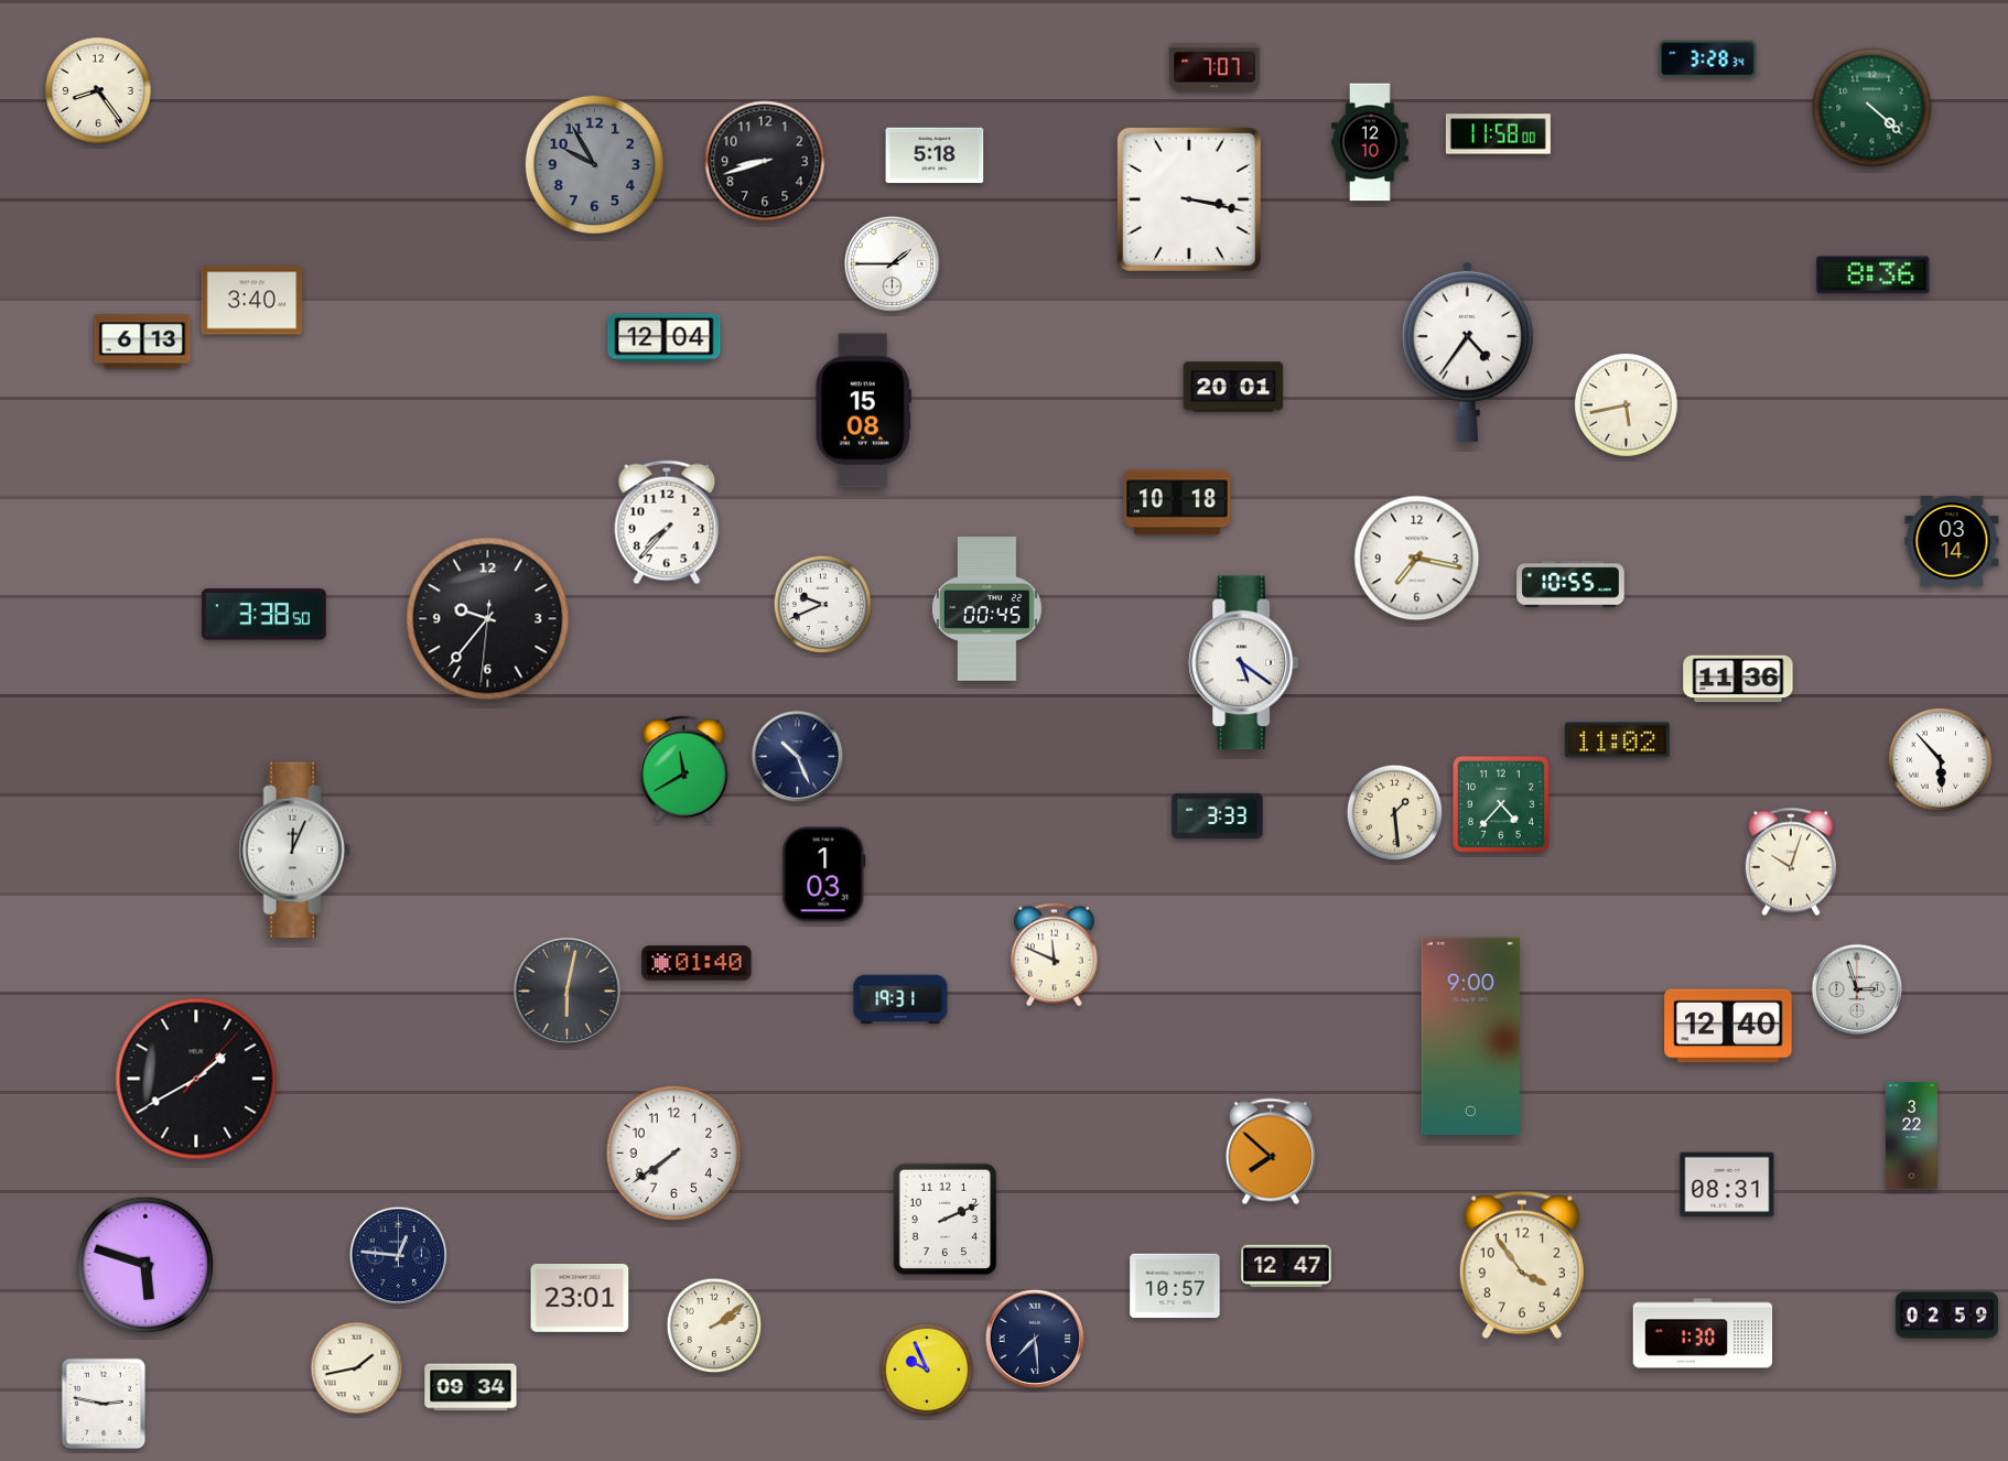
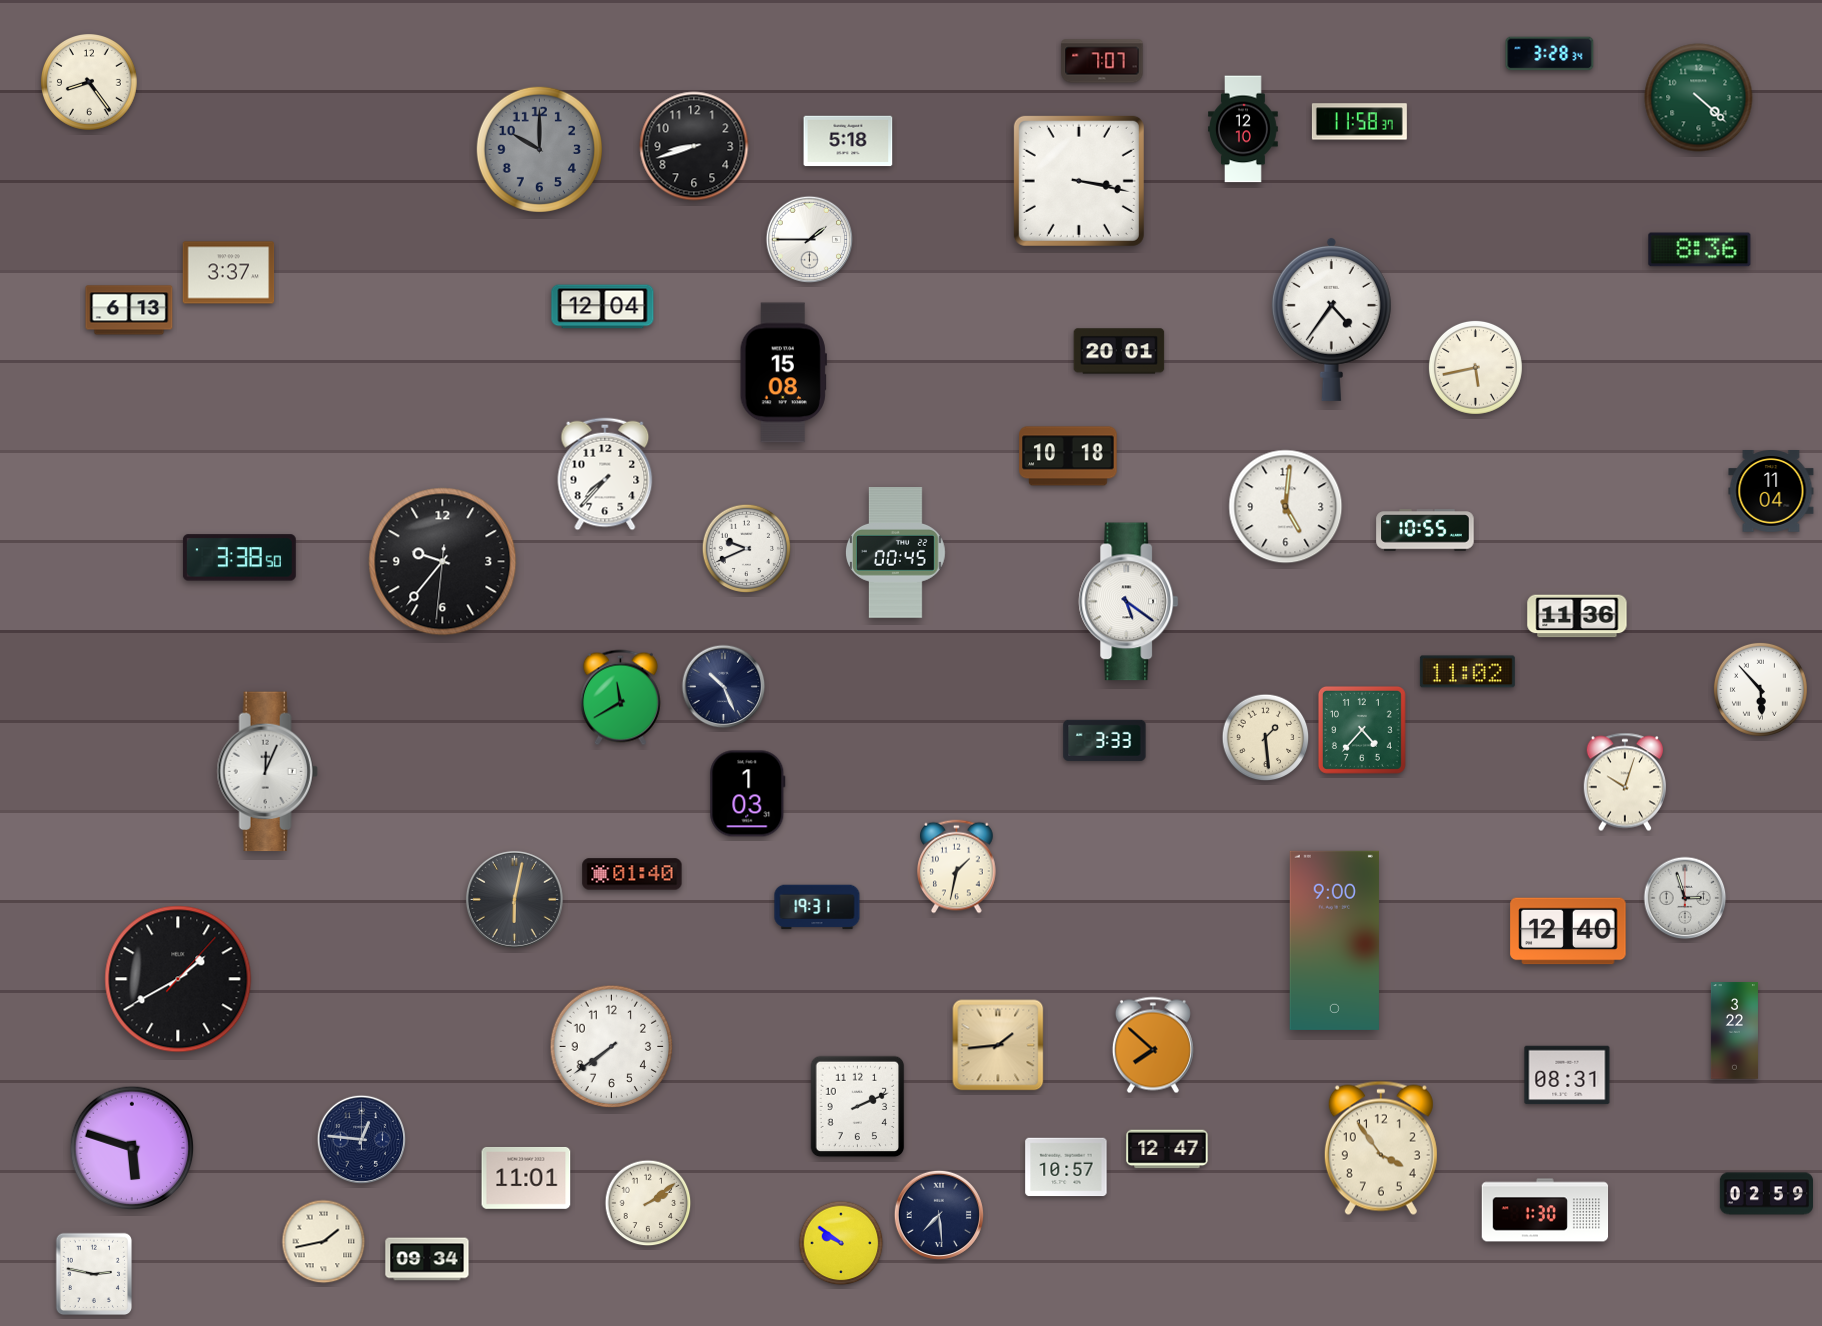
clock at (1498, 134): 11:58:00 -> 11:58:37
clock at (594, 164): 9:55 -> 10:00
clock at (252, 301): 3:40 -> 3:37
clock at (1952, 542): 03:14 -> 11:04
clock at (1417, 559): 7:17 -> 5:01
clock at (1055, 955): 11:49 -> 1:32
clock at (998, 1045): none -> 1:44
clock at (580, 1298): 23:01 -> 11:01
clock at (927, 1370): 9:56 -> 9:51
